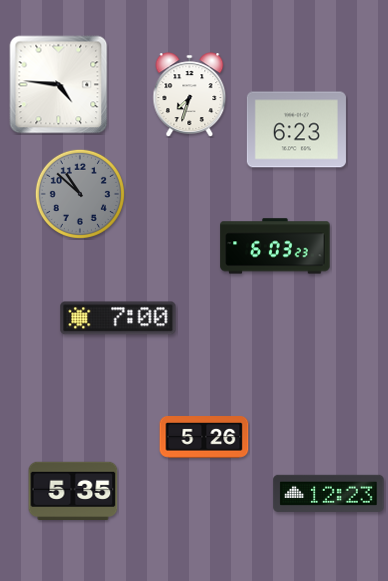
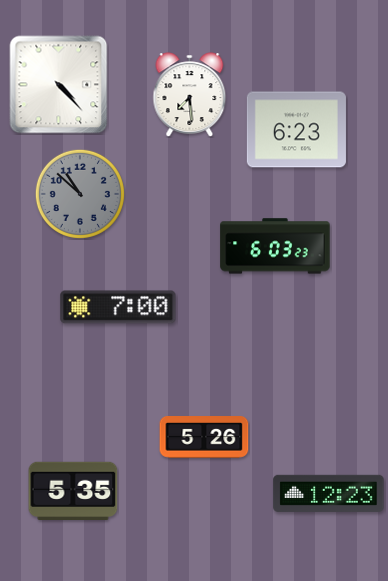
clock at (59, 85): 4:46 -> 4:23
clock at (190, 95): 7:33 -> 7:29
clock at (118, 318) position: (118, 318) -> (118, 307)
